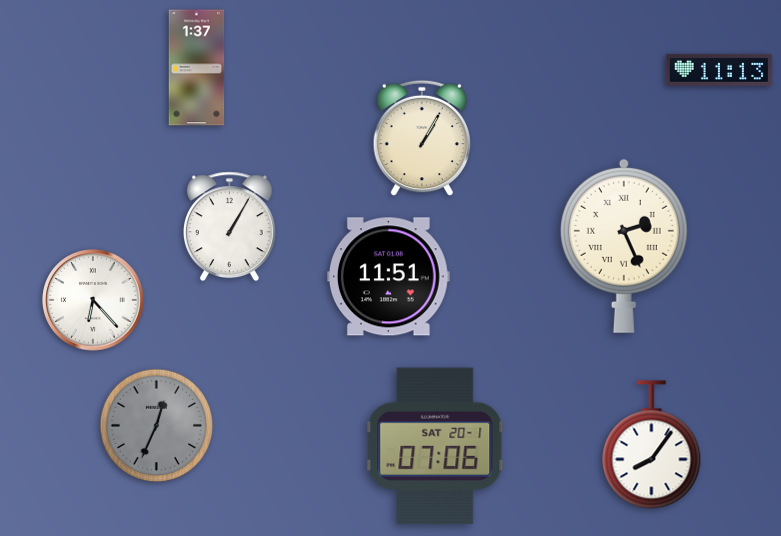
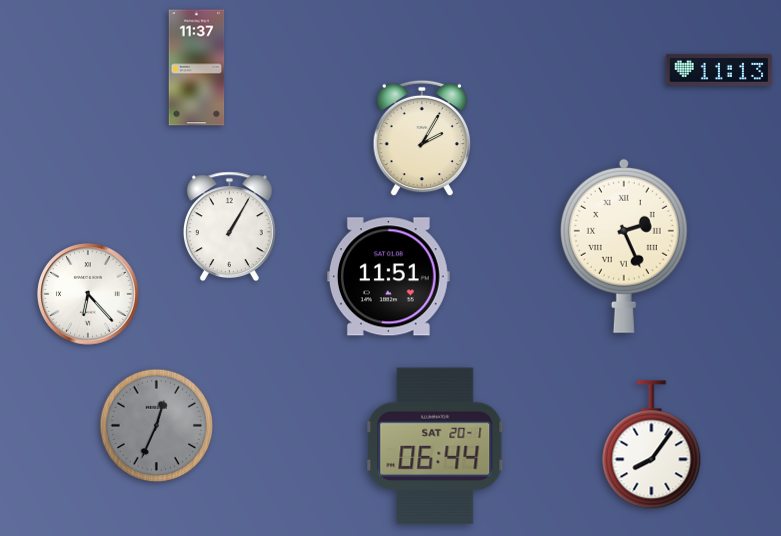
clock at (197, 68): 1:37 -> 11:37
clock at (421, 138): 1:05 -> 2:05
clock at (93, 300) position: (93, 300) -> (88, 294)
clock at (435, 446): 07:06 -> 06:44
